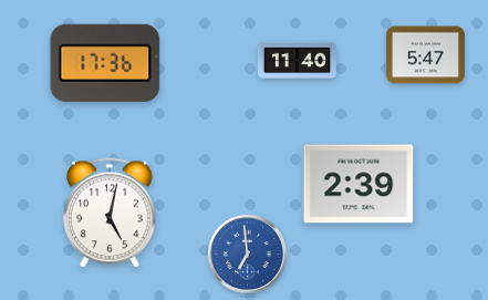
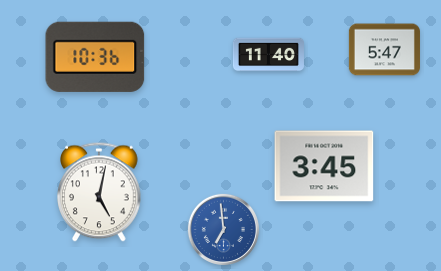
clock at (105, 63): 17:36 -> 10:36
clock at (359, 184): 2:39 -> 3:45
